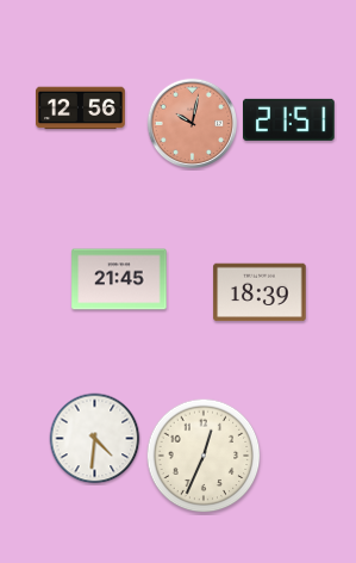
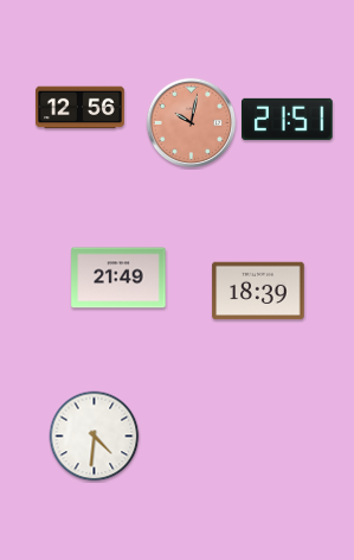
clock at (119, 279): 21:45 -> 21:49
clock at (204, 456): 12:34 -> none
